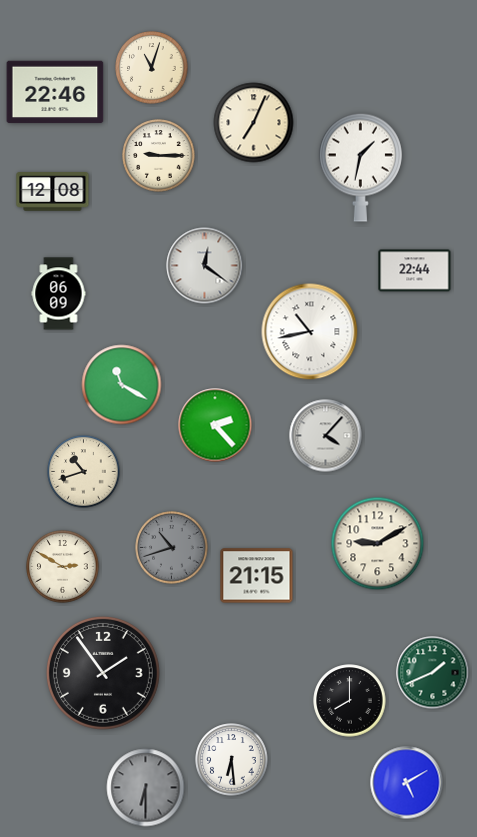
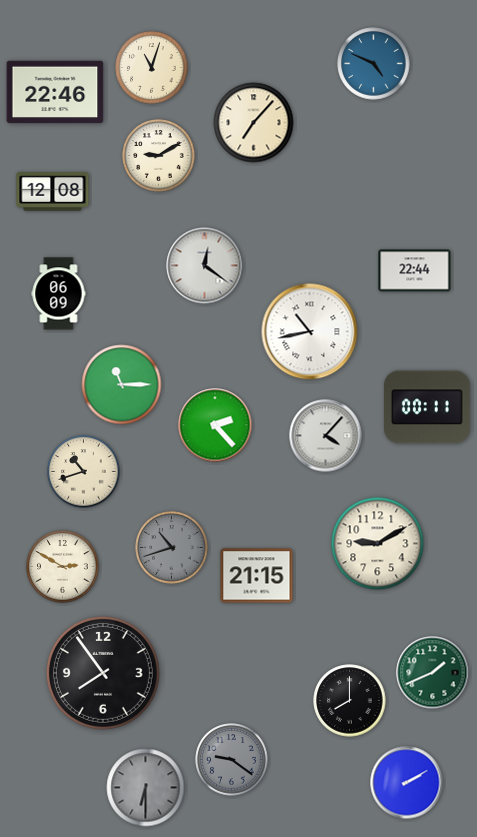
clock at (374, 64): none -> 4:49
clock at (254, 123): 7:04 -> 7:07
clock at (159, 156): 9:15 -> 9:10
clock at (360, 167): 1:32 -> none
clock at (122, 385): 11:20 -> 11:15
clock at (428, 407): none -> 00:11
clock at (103, 673): 1:54 -> 7:54
clock at (232, 760): 6:29 -> 9:21
clock at (232, 760) dial: white -> grey
clock at (407, 783): 5:10 -> 2:10
